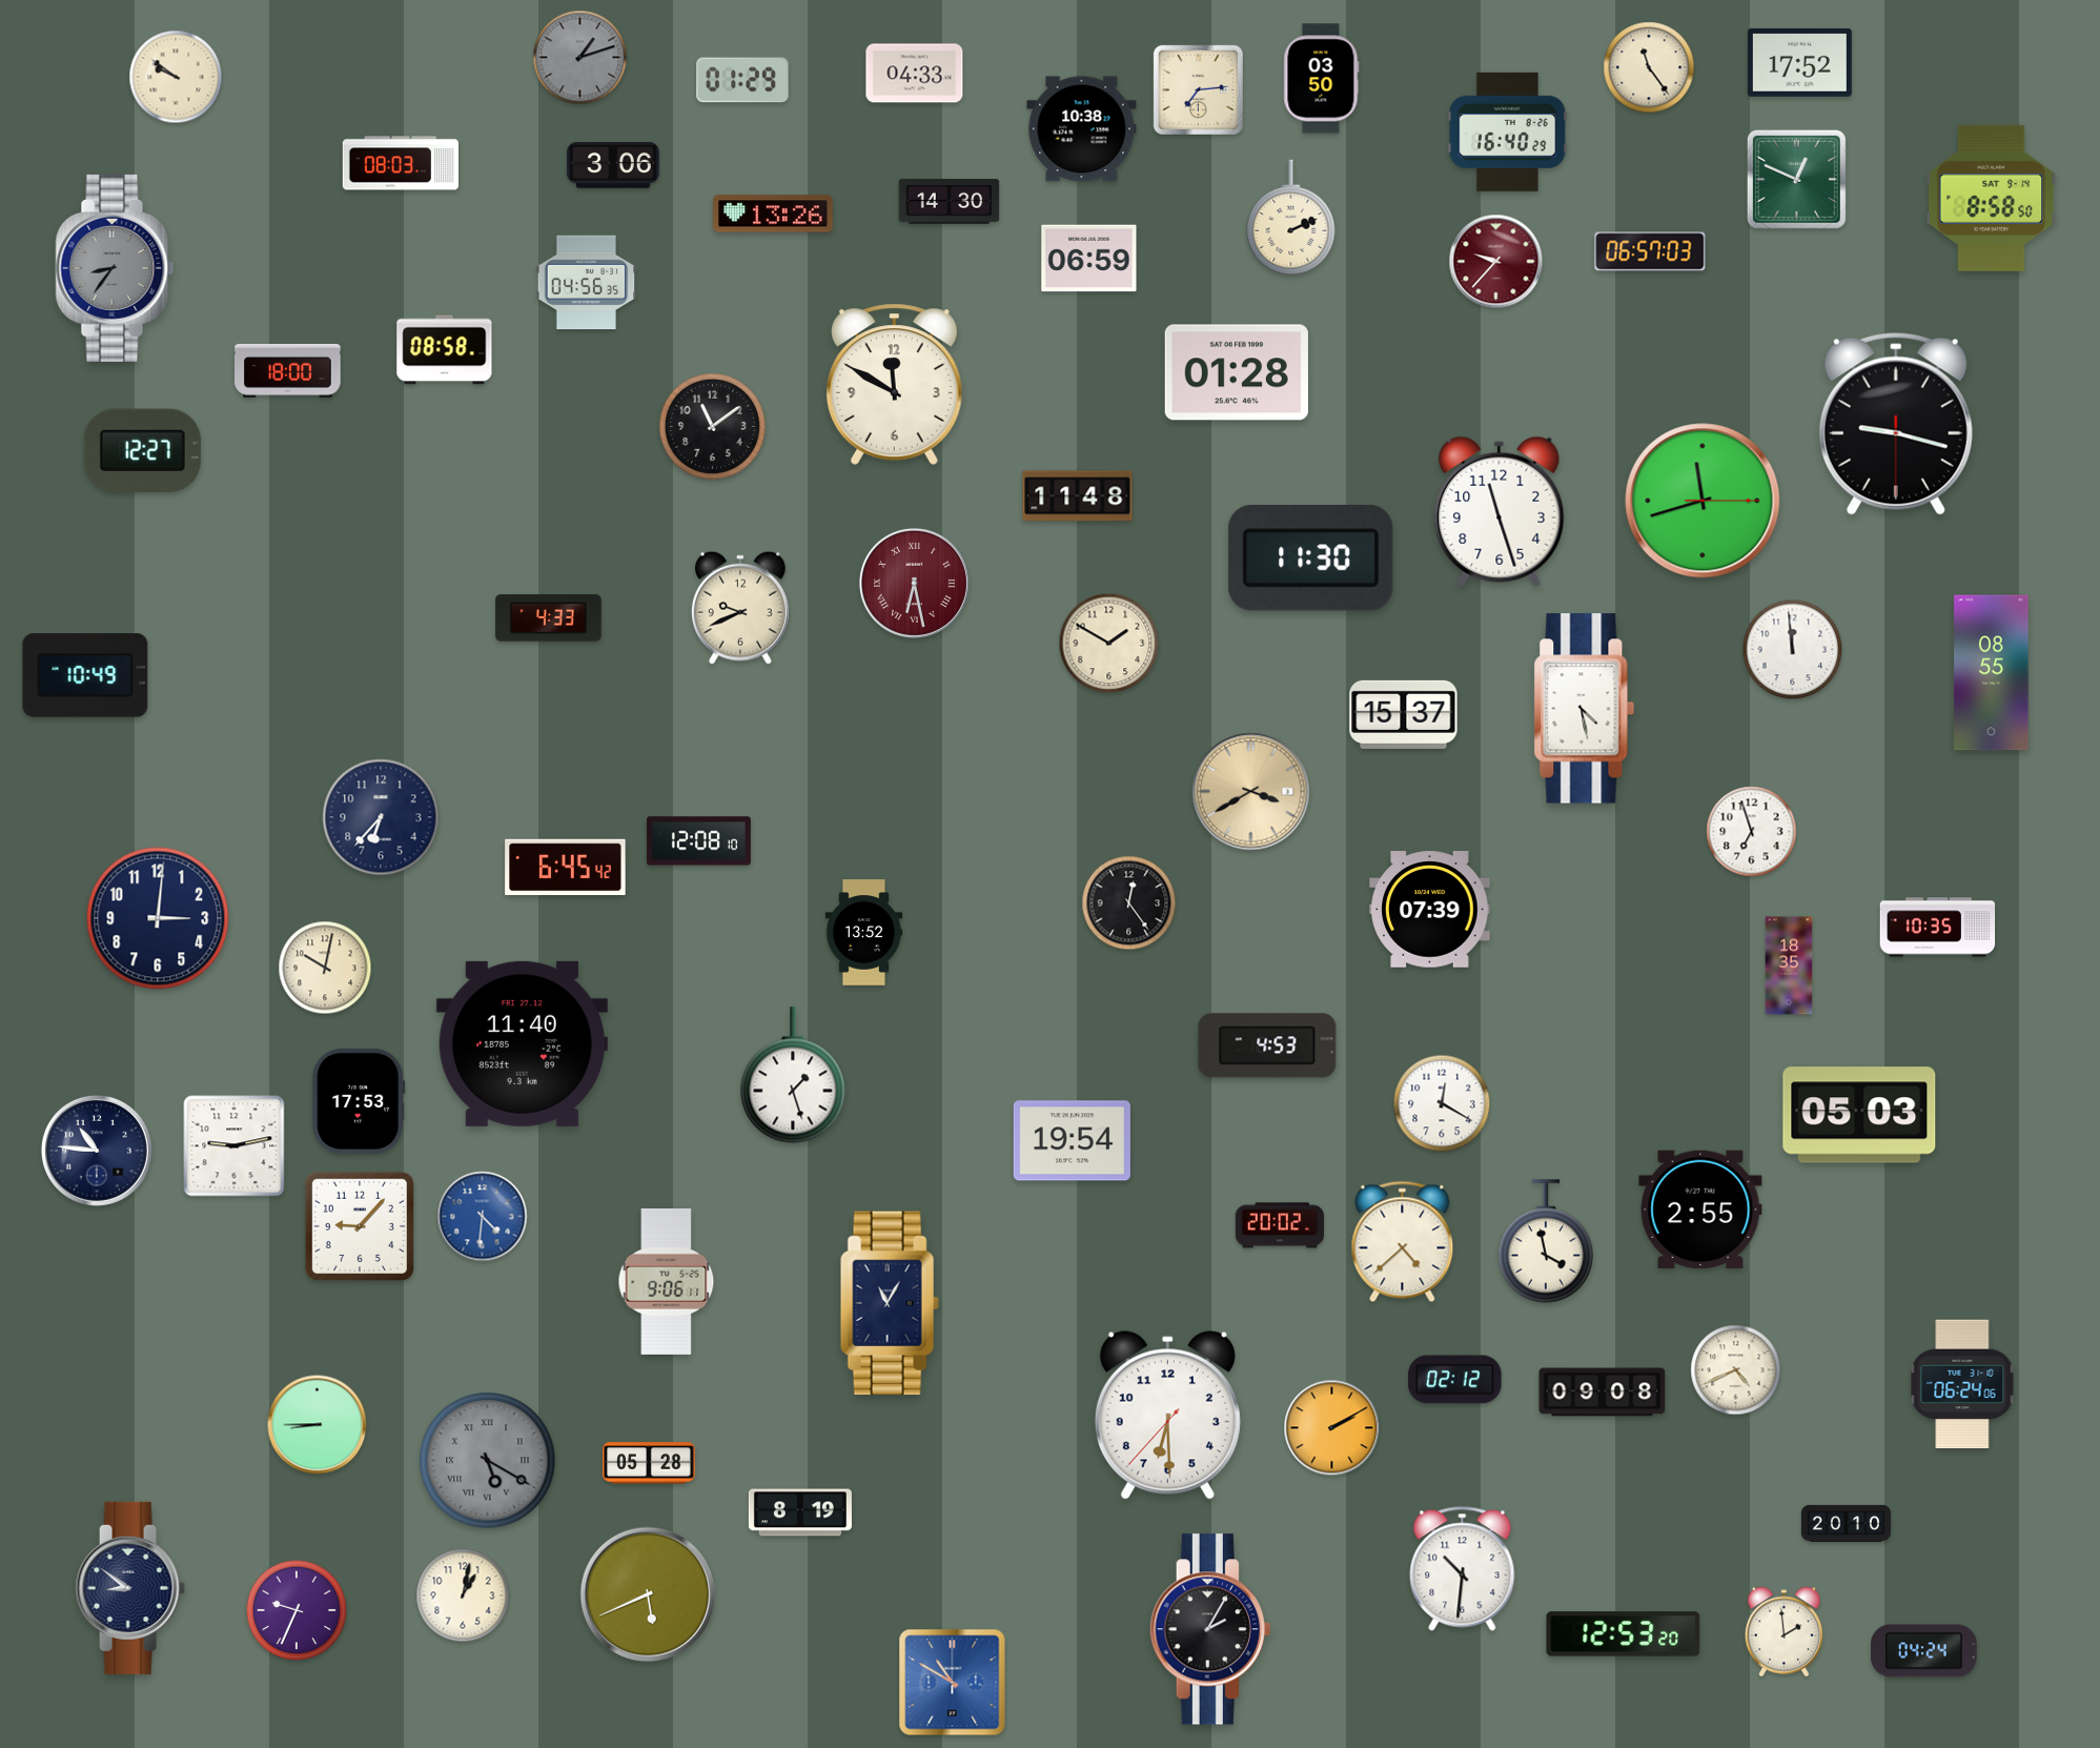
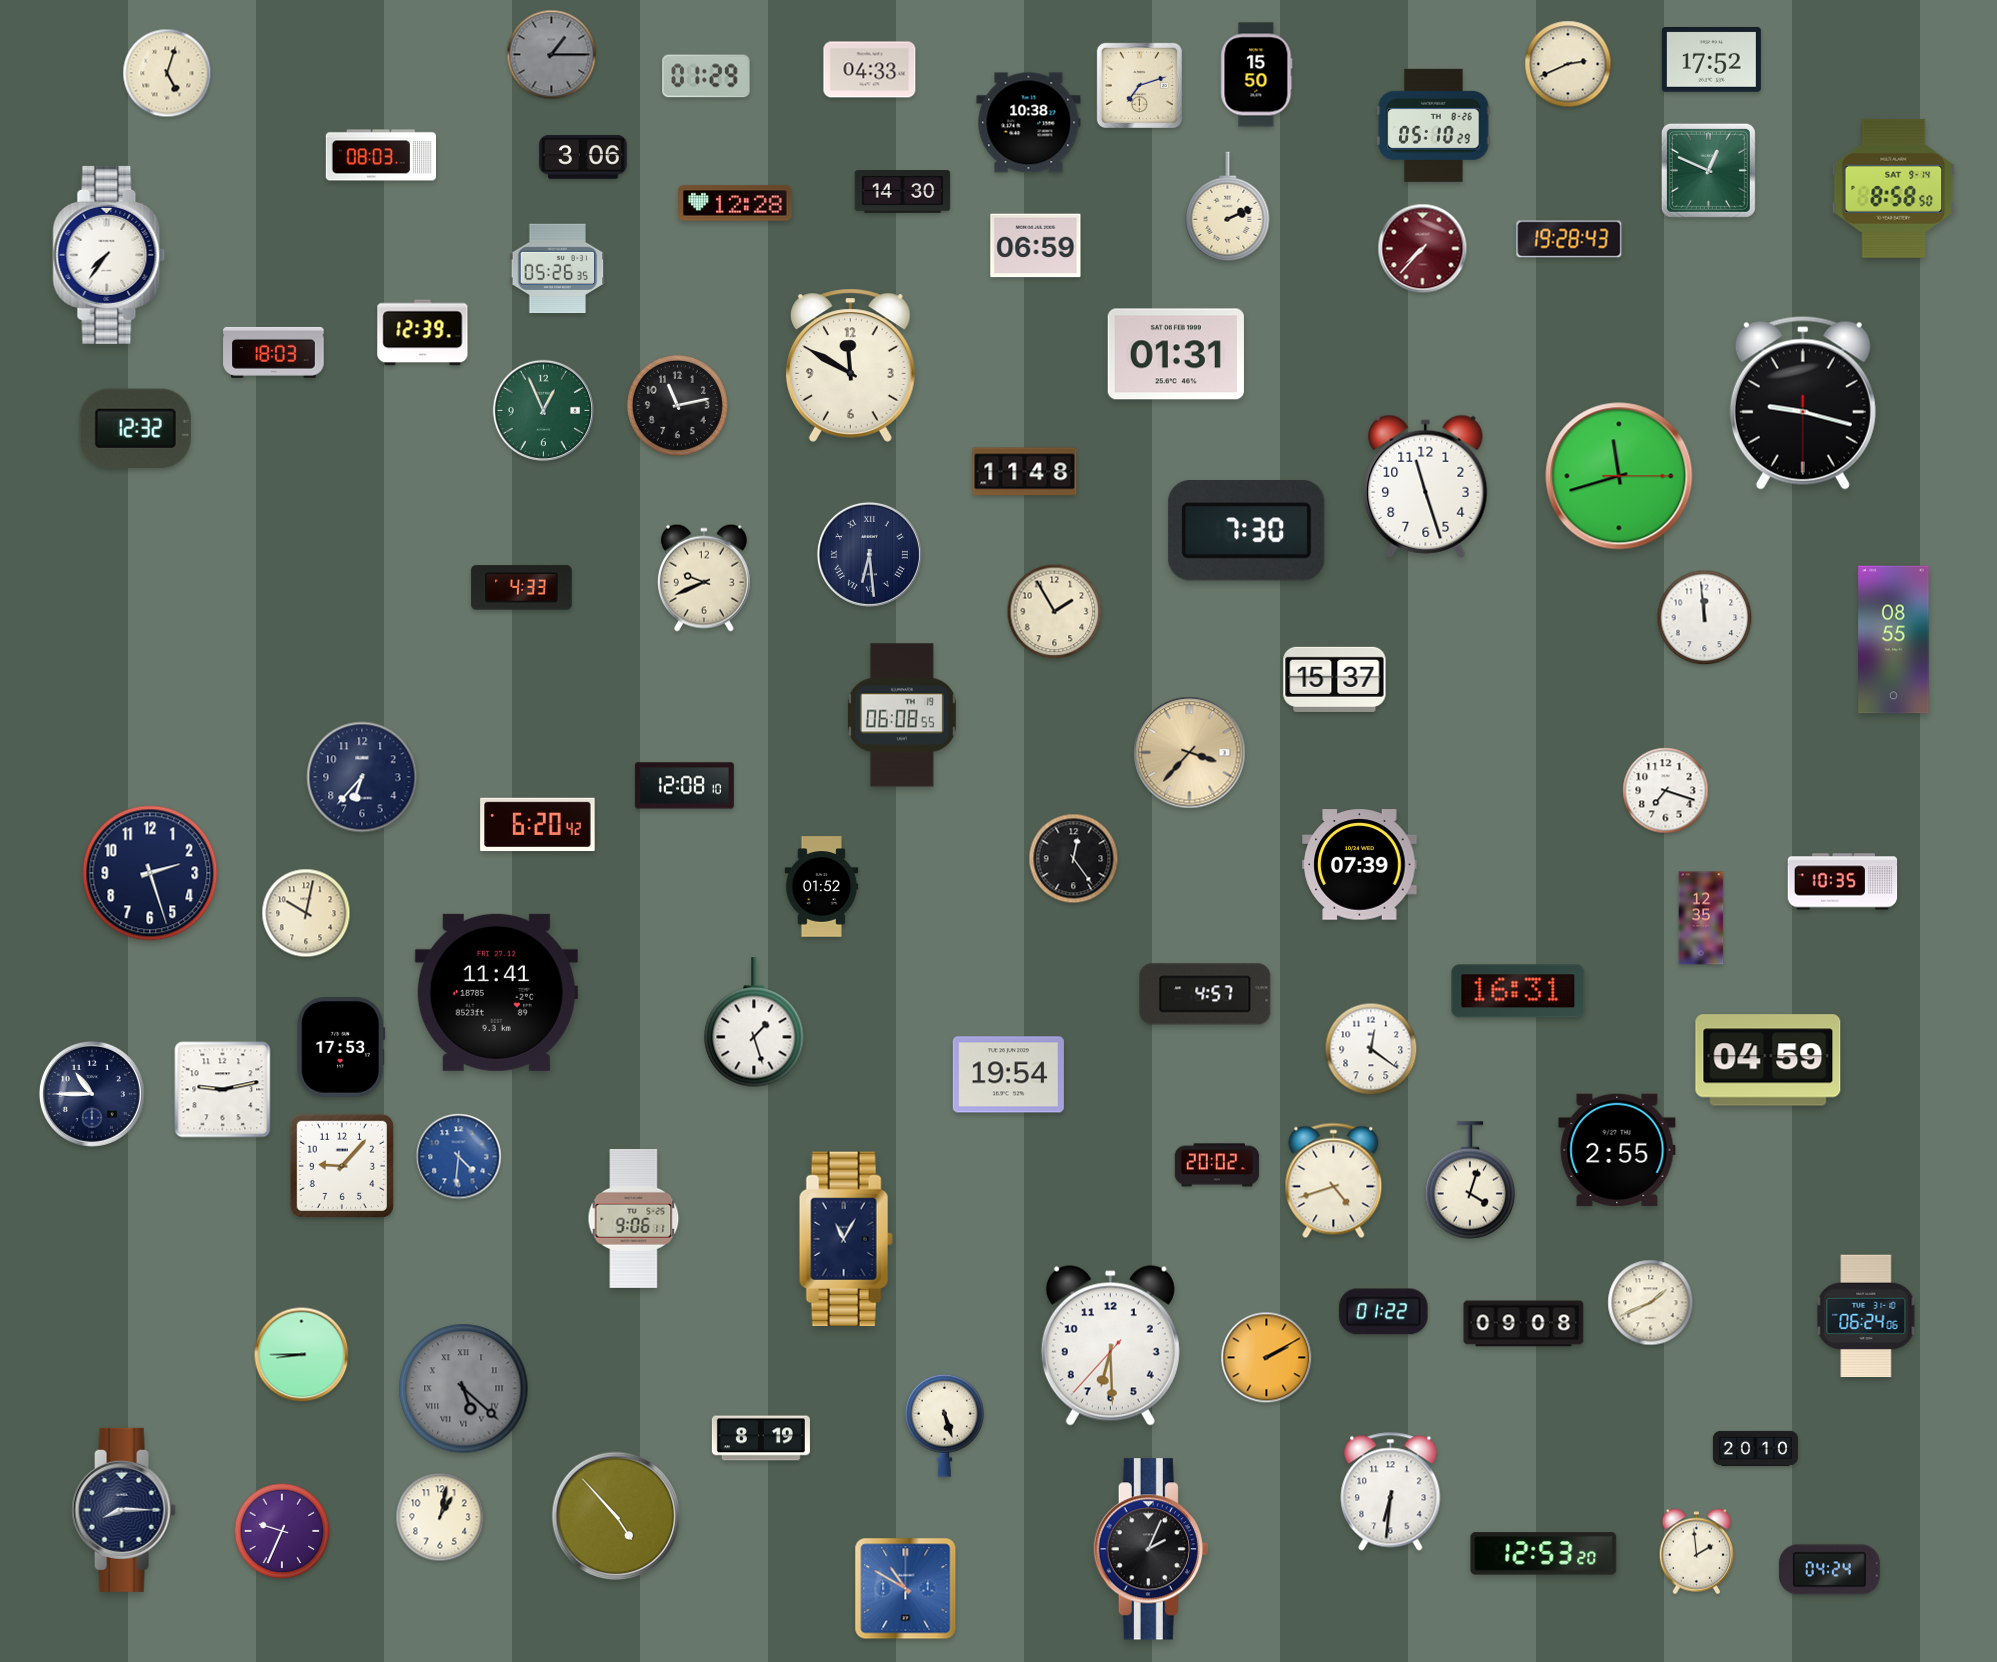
clock at (580, 58): 1:12 -> 1:15
clock at (1649, 67): 11:24 -> 2:41
clock at (176, 77): 9:51 -> 5:03
clock at (1322, 79): 03:50 -> 15:50
clock at (1198, 89): 7:14 -> 7:12
clock at (1508, 131): 16:40 -> 05:10
clock at (773, 214): 13:26 -> 12:28
clock at (1650, 251): 06:57 -> 19:28
clock at (1496, 262): 9:37 -> 7:37
clock at (115, 268): 8:36 -> 7:36
clock at (115, 268) dial: grey -> white
clock at (587, 283): 04:56 -> 05:26
clock at (445, 350): 08:58 -> 12:39
clock at (288, 370): 18:00 -> 18:03
clock at (1237, 372): 01:28 -> 01:31
clock at (712, 426): 11:09 -> 11:13
clock at (543, 410): none -> 12:56
clock at (142, 450): 12:27 -> 12:32
clock at (1311, 558): 11:30 -> 7:30
clock at (914, 583): 6:28 -> 6:29
clock at (914, 583) dial: burgundy -> navy
clock at (1109, 644): 1:50 -> 1:55
clock at (85, 675): 10:49 -> none
clock at (1585, 709): 4:28 -> none
clock at (902, 715): none -> 06:08
clock at (1251, 792): 3:40 -> 3:37
clock at (1752, 832): 6:57 -> 7:18
clock at (698, 841) position: (698, 841) -> (684, 786)
clock at (566, 868): 6:45 -> 6:20
clock at (158, 918): 3:01 -> 2:27
clock at (864, 933): 13:52 -> 01:52
clock at (1789, 966): 18:35 -> 12:35
clock at (325, 968) position: (325, 968) -> (306, 913)
clock at (1518, 991): none -> 16:31
clock at (522, 1043): 11:40 -> 11:41
clock at (1267, 1045): 4:53 -> 4:57
clock at (1442, 1103): 12:20 -> 12:21
clock at (1859, 1115): 05:03 -> 04:59
clock at (1072, 1141) position: (1072, 1141) -> (1008, 1075)
clock at (97, 1151): 10:46 -> 10:45
clock at (1546, 1241): 3:58 -> 4:03
clock at (1403, 1242): 4:38 -> 4:42
clock at (1736, 1370): 4:41 -> 1:41
clock at (1455, 1380): 02:12 -> 01:22
clock at (488, 1461): 5:20 -> 5:22
clock at (649, 1463): 05:28 -> none
clock at (944, 1425): none -> 5:27
clock at (1463, 1569): 10:31 -> 6:31
clock at (130, 1588): 8:51 -> 8:15
clock at (648, 1594): 5:41 -> 4:53
clock at (1210, 1629): 2:05 -> 2:04
clock at (953, 1683) position: (953, 1683) -> (906, 1589)
